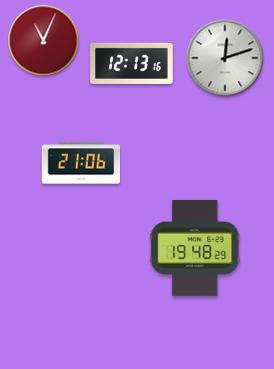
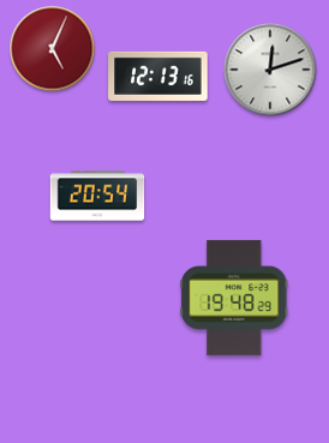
clock at (44, 41): 11:04 -> 5:04
clock at (81, 163): 21:06 -> 20:54
